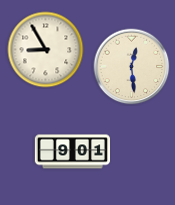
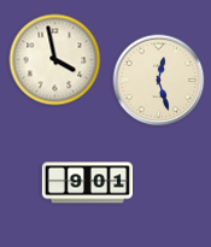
clock at (46, 50): 8:55 -> 3:58
clock at (132, 67): 12:29 -> 12:27
